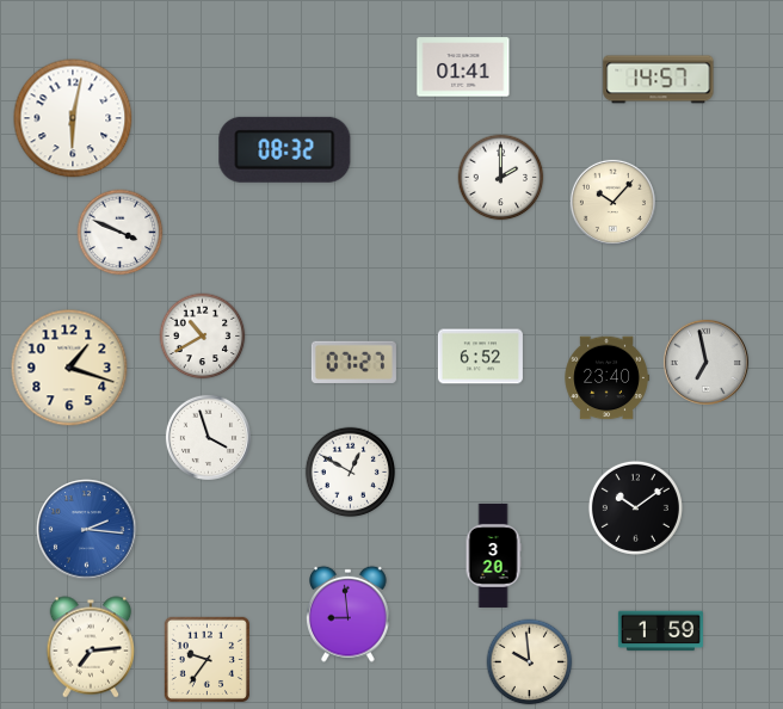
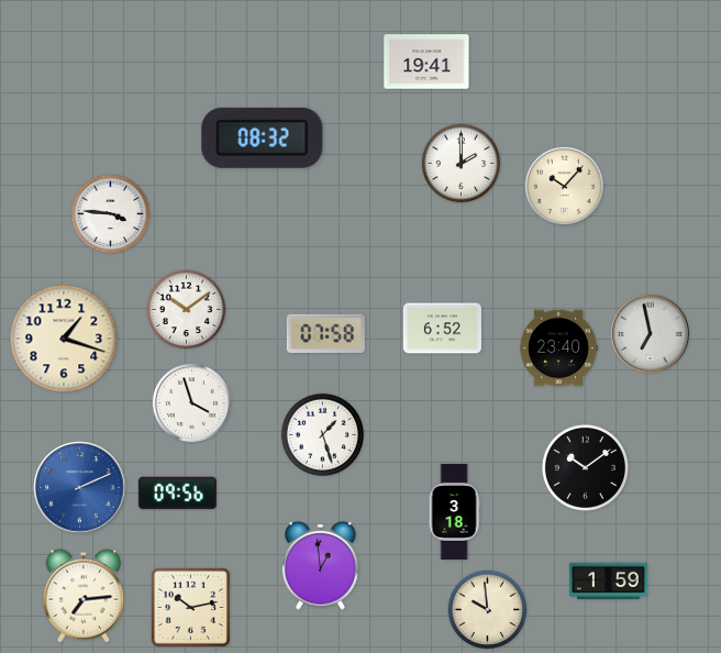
clock at (463, 67): 01:41 -> 19:41
clock at (659, 80): 14:57 -> none
clock at (73, 118): 6:02 -> none
clock at (121, 233): 3:49 -> 3:46
clock at (203, 337): 10:40 -> 10:09
clock at (353, 362): 07:27 -> 07:58
clock at (351, 473): 12:50 -> 1:27
clock at (87, 530): 2:16 -> 2:11
clock at (177, 494): none -> 09:56
clock at (493, 555): 3:20 -> 3:18
clock at (349, 614): 8:59 -> 12:59
clock at (206, 659): 9:36 -> 10:13
